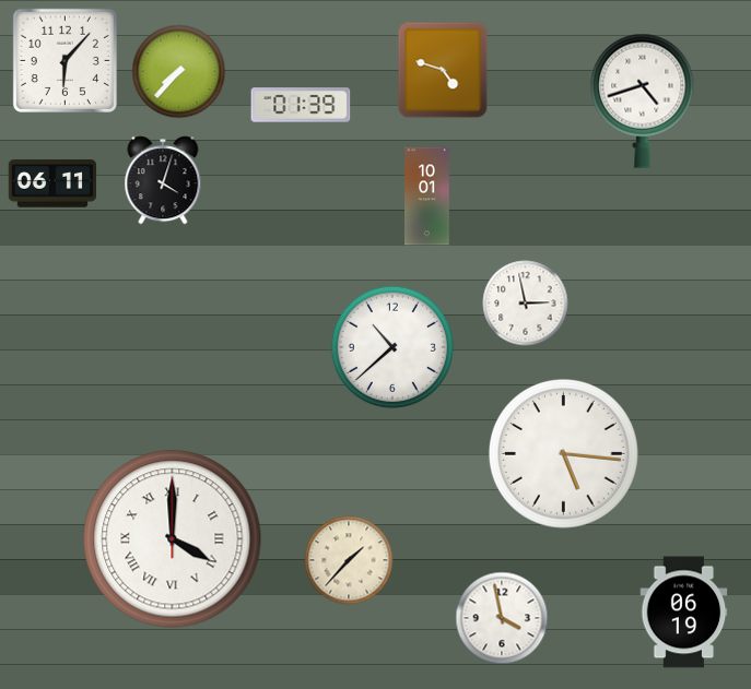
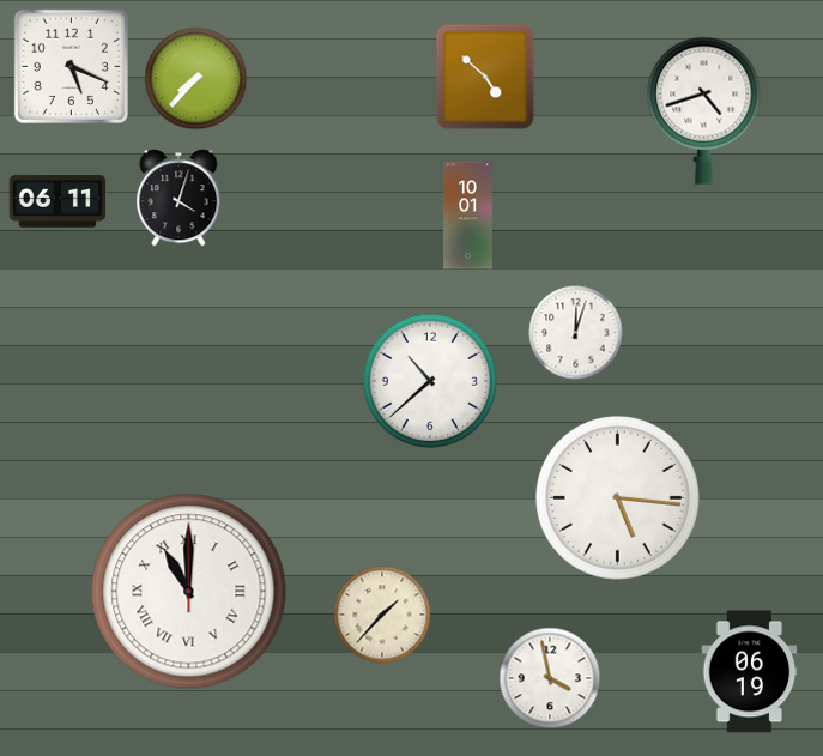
clock at (64, 60): 6:07 -> 5:19
clock at (443, 70): 4:48 -> 4:52
clock at (301, 105): 01:39 -> none
clock at (526, 304): 2:58 -> 12:03
clock at (173, 539): 4:00 -> 11:00
